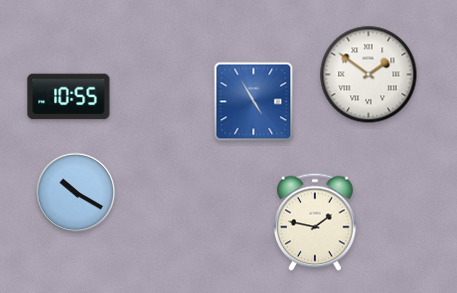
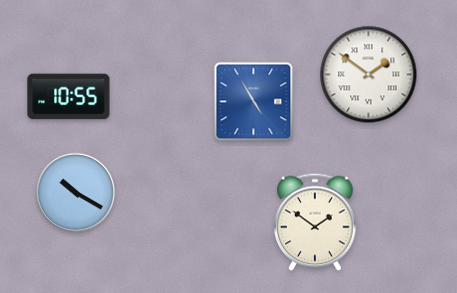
clock at (315, 222): 1:47 -> 1:51
